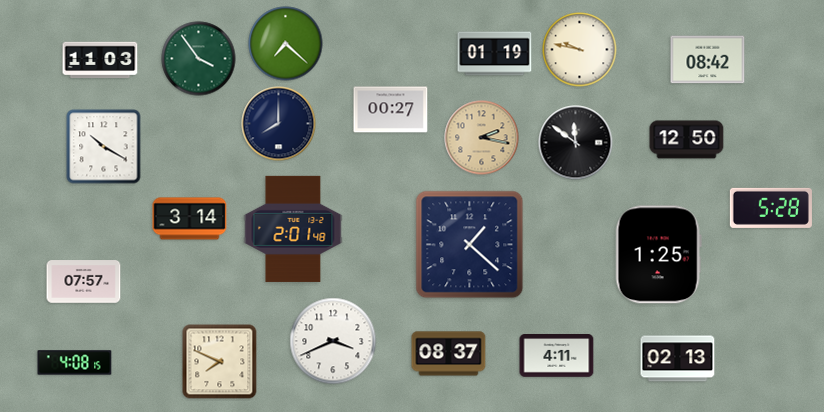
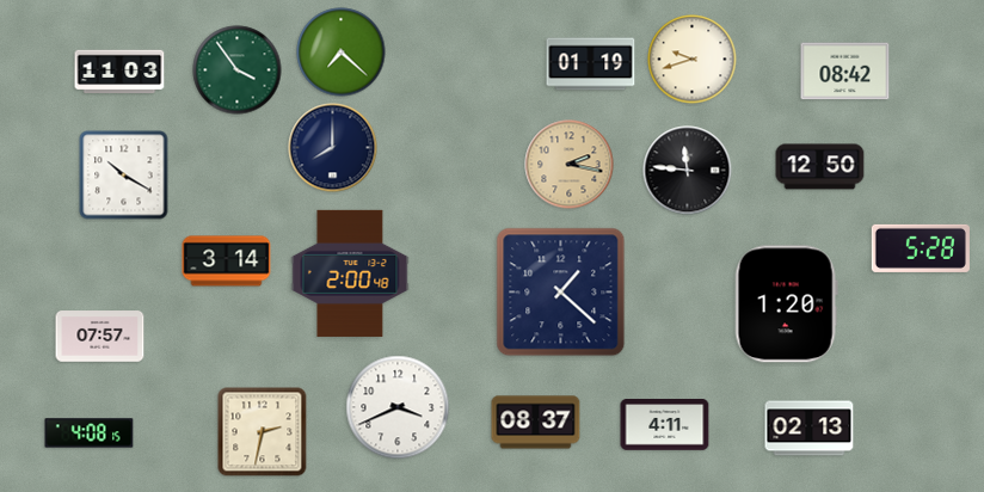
clock at (580, 50): 9:47 -> 9:42
clock at (391, 110): 00:27 -> none
clock at (482, 138) position: (482, 138) -> (570, 165)
clock at (576, 143): 11:51 -> 11:46
clock at (293, 229): 2:01 -> 2:00
clock at (658, 255): 1:25 -> 1:20
clock at (220, 362): 7:49 -> 2:32
